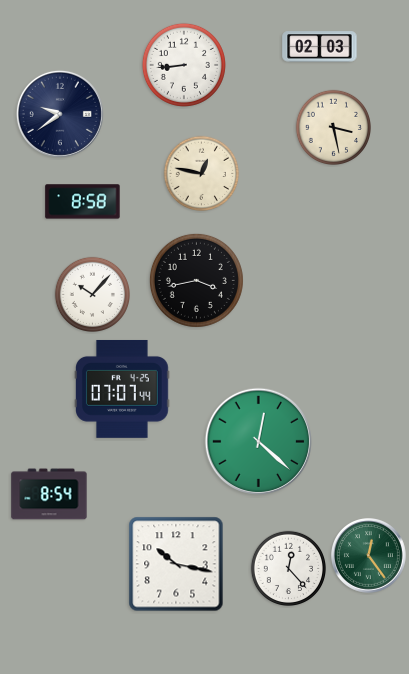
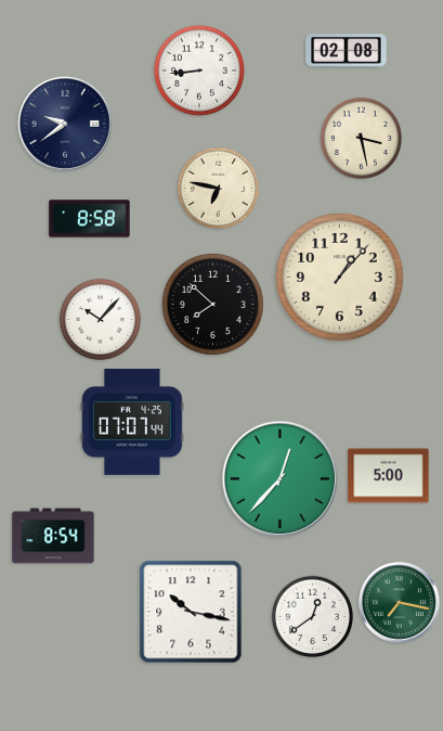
clock at (320, 47): 02:03 -> 02:08
clock at (201, 173): 12:47 -> 6:47
clock at (340, 278): none -> 1:07
clock at (196, 280): 3:43 -> 7:52
clock at (389, 476): none -> 5:00
clock at (258, 441): 12:22 -> 12:37
clock at (369, 556): 12:24 -> 7:17
clock at (288, 568): 12:23 -> 12:39
